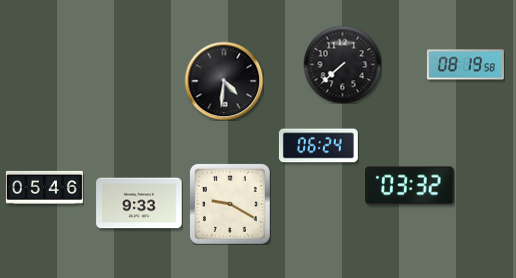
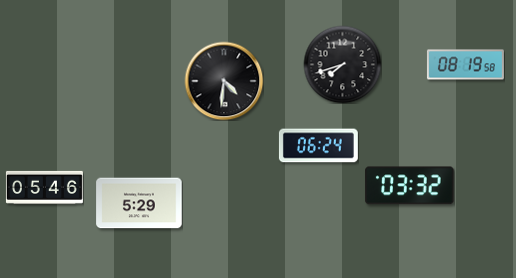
clock at (342, 64): 7:38 -> 7:42
clock at (139, 203): 9:33 -> 5:29
clock at (230, 204): 9:20 -> none
